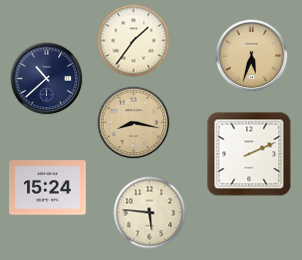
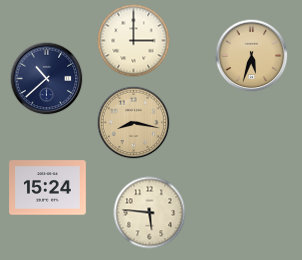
clock at (134, 41): 1:36 -> 3:00
clock at (249, 154): 2:11 -> none
